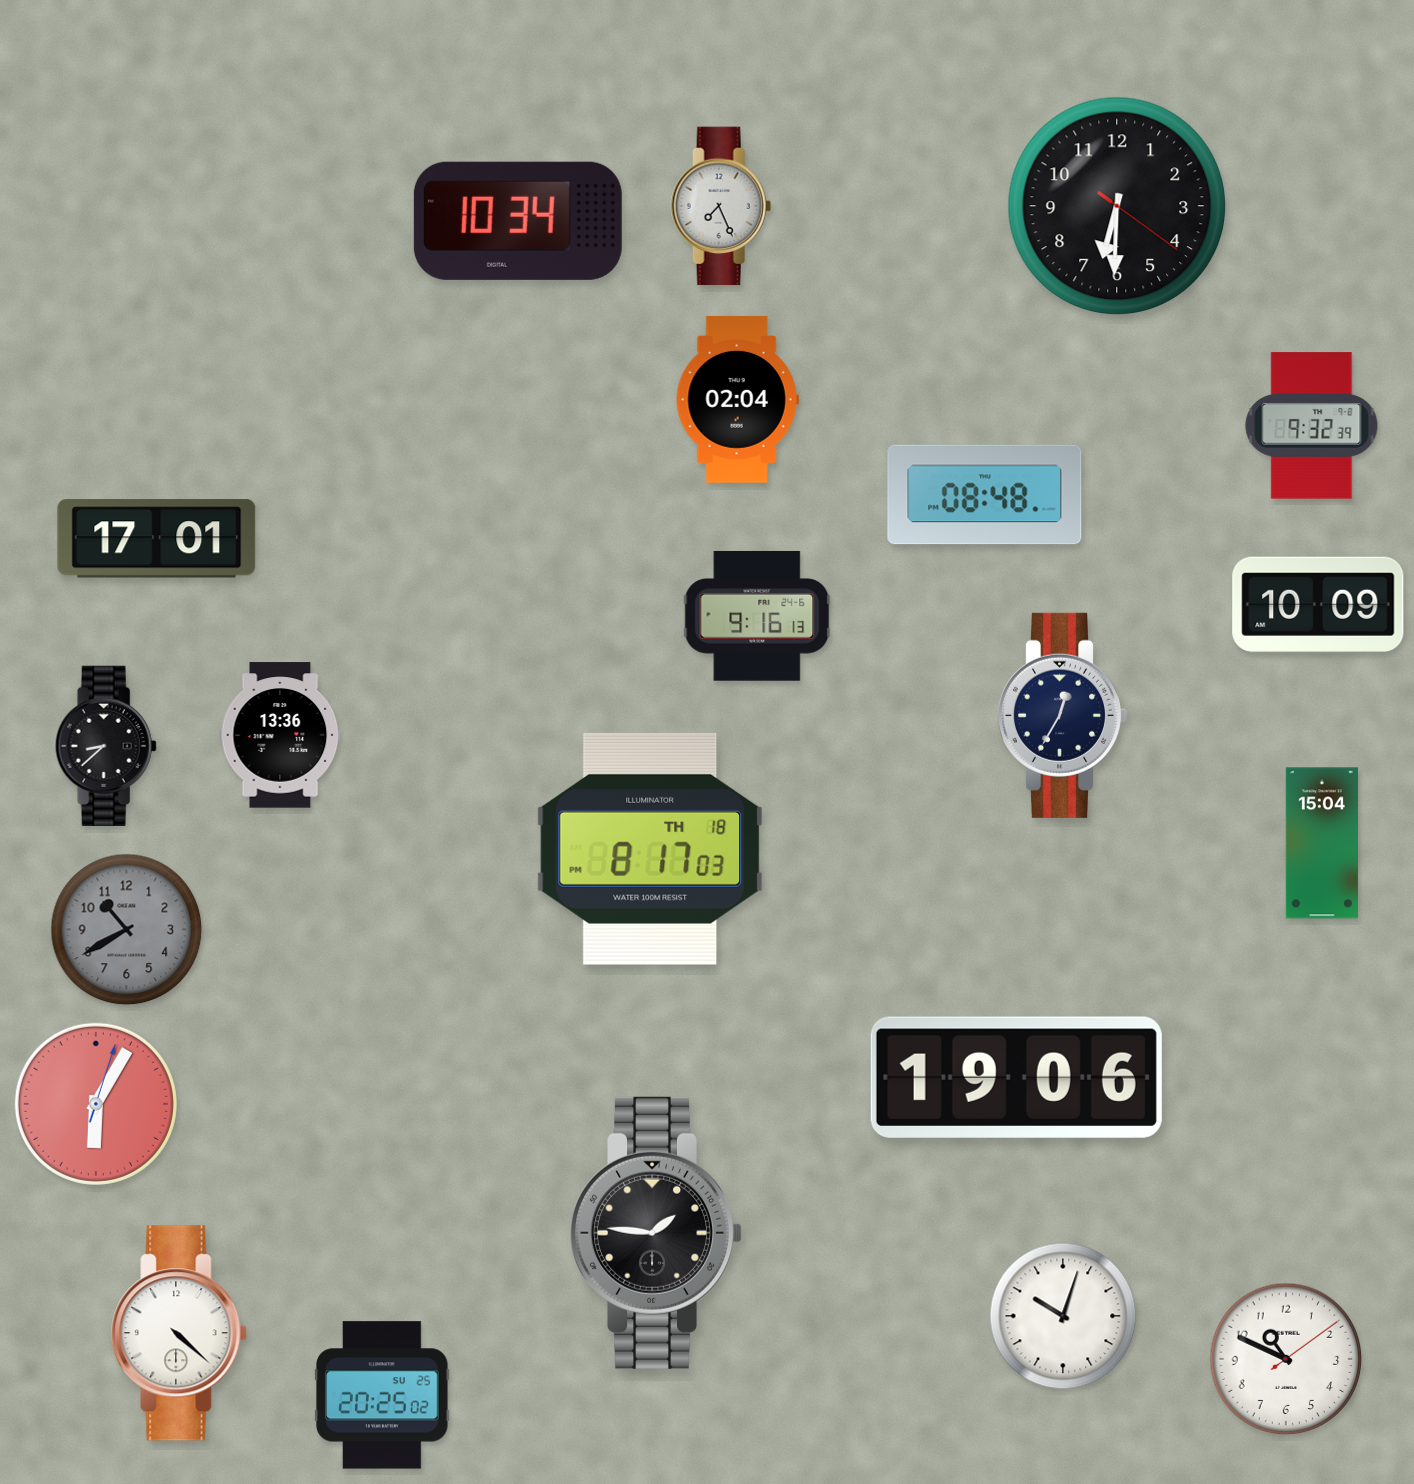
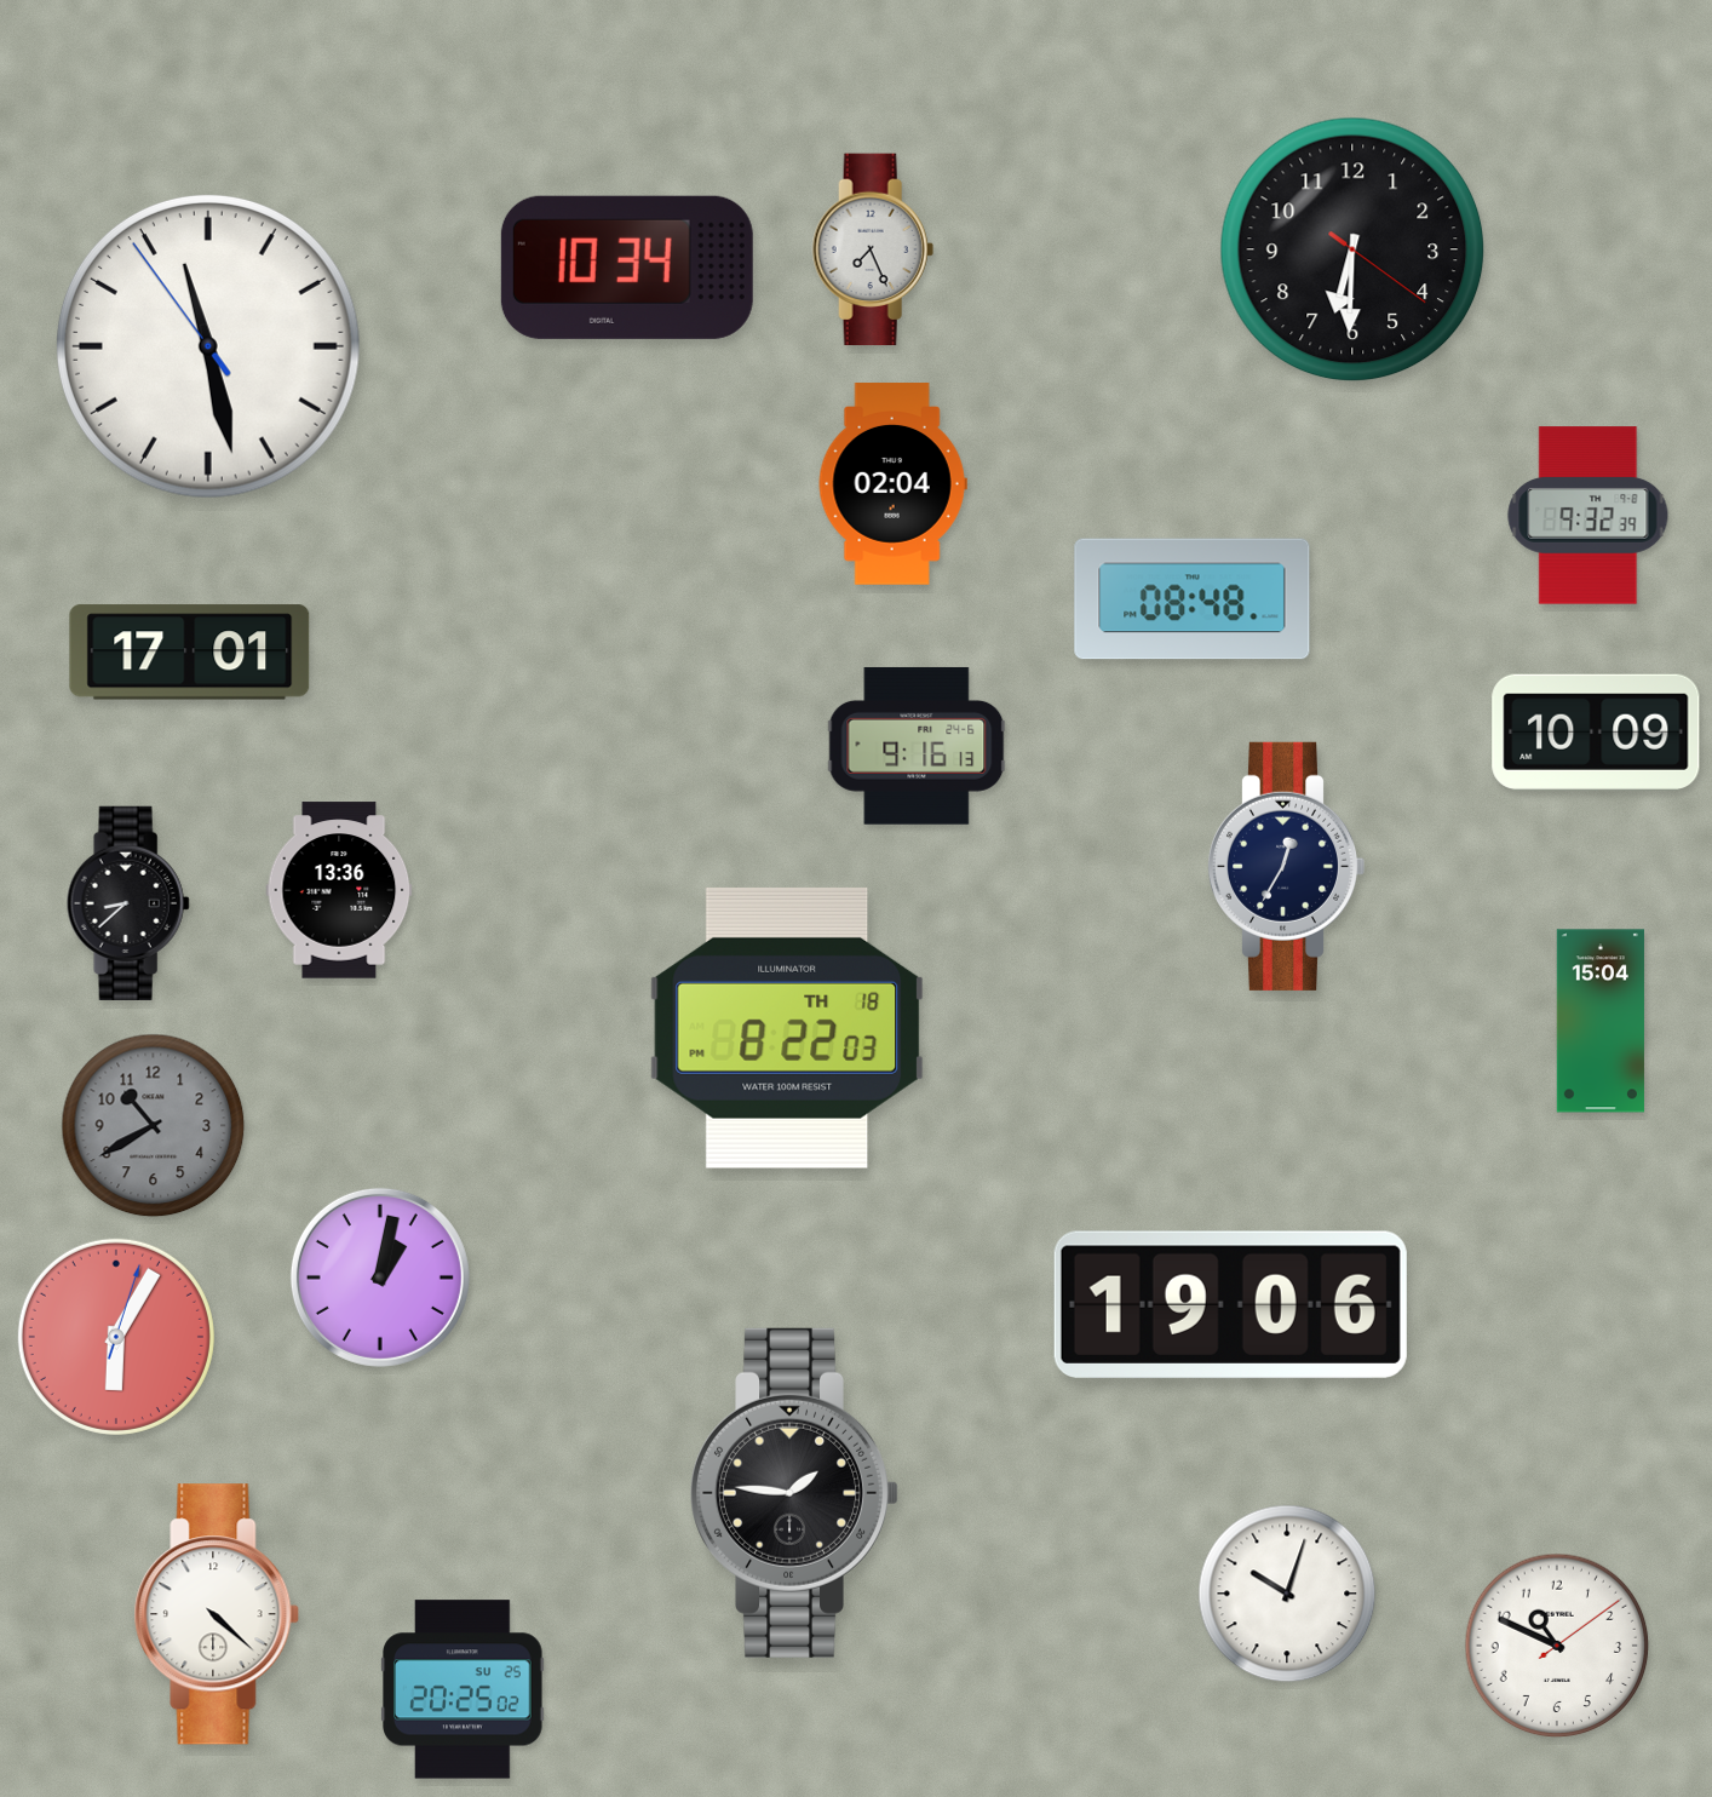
clock at (208, 346): none -> 11:27
clock at (650, 849): 8:17 -> 8:22
clock at (380, 1278): none -> 1:02
